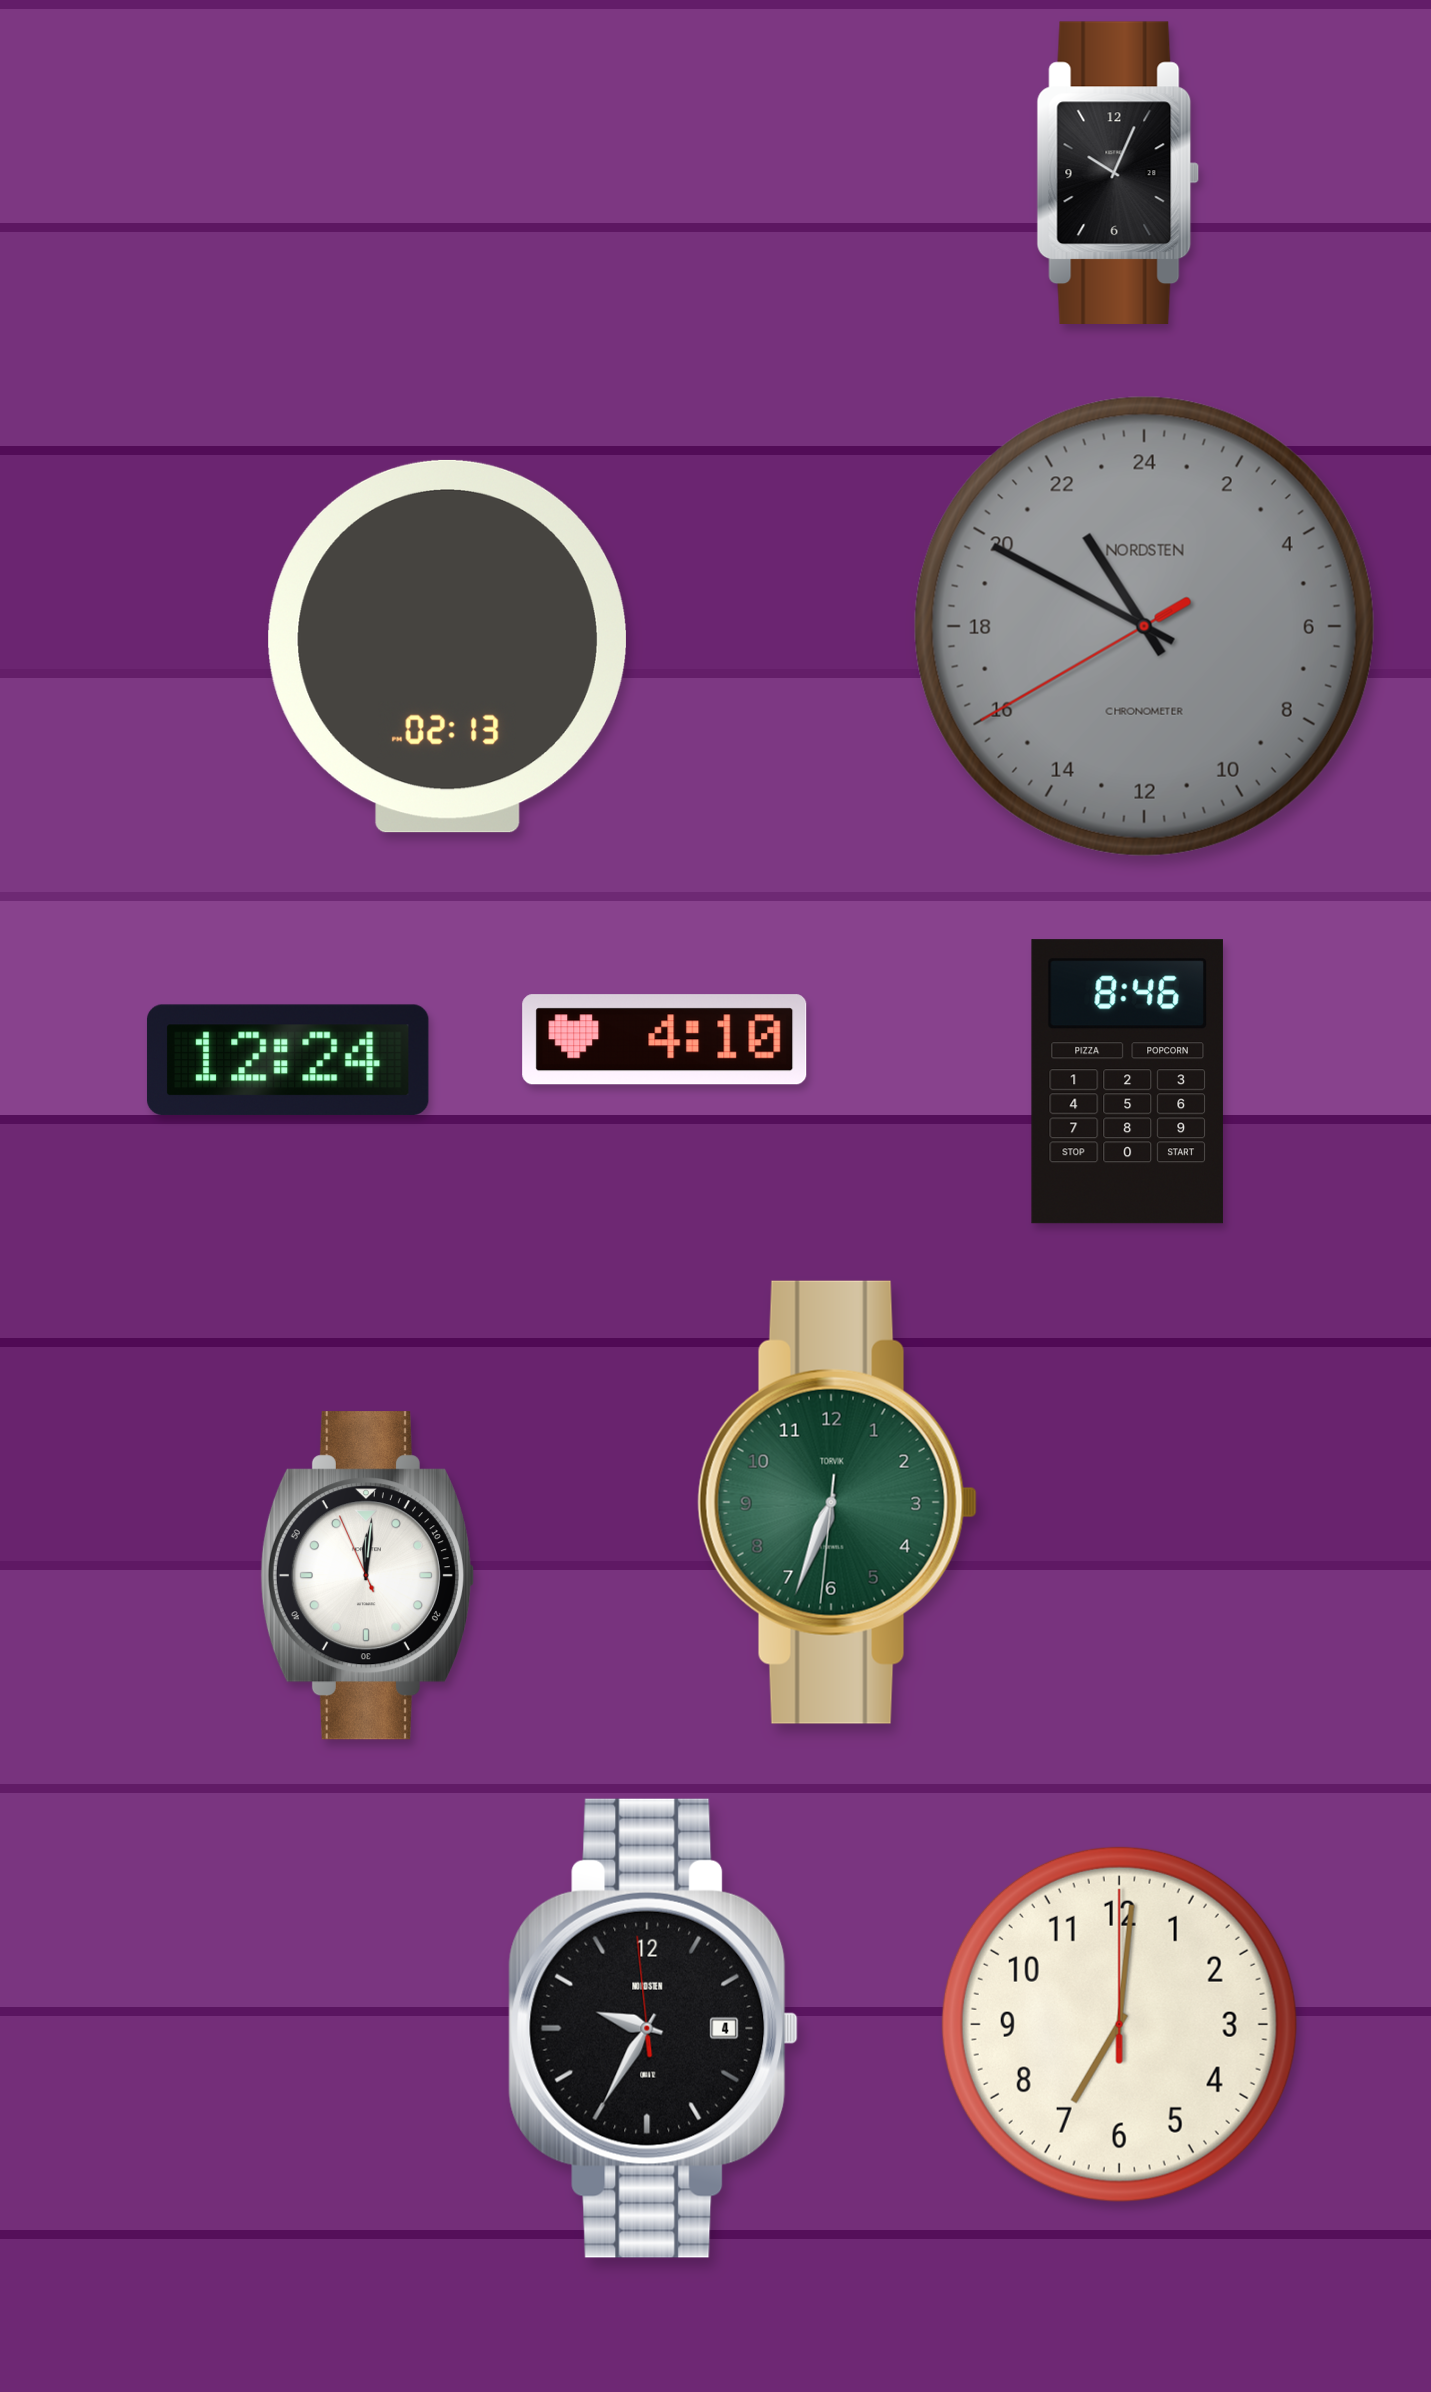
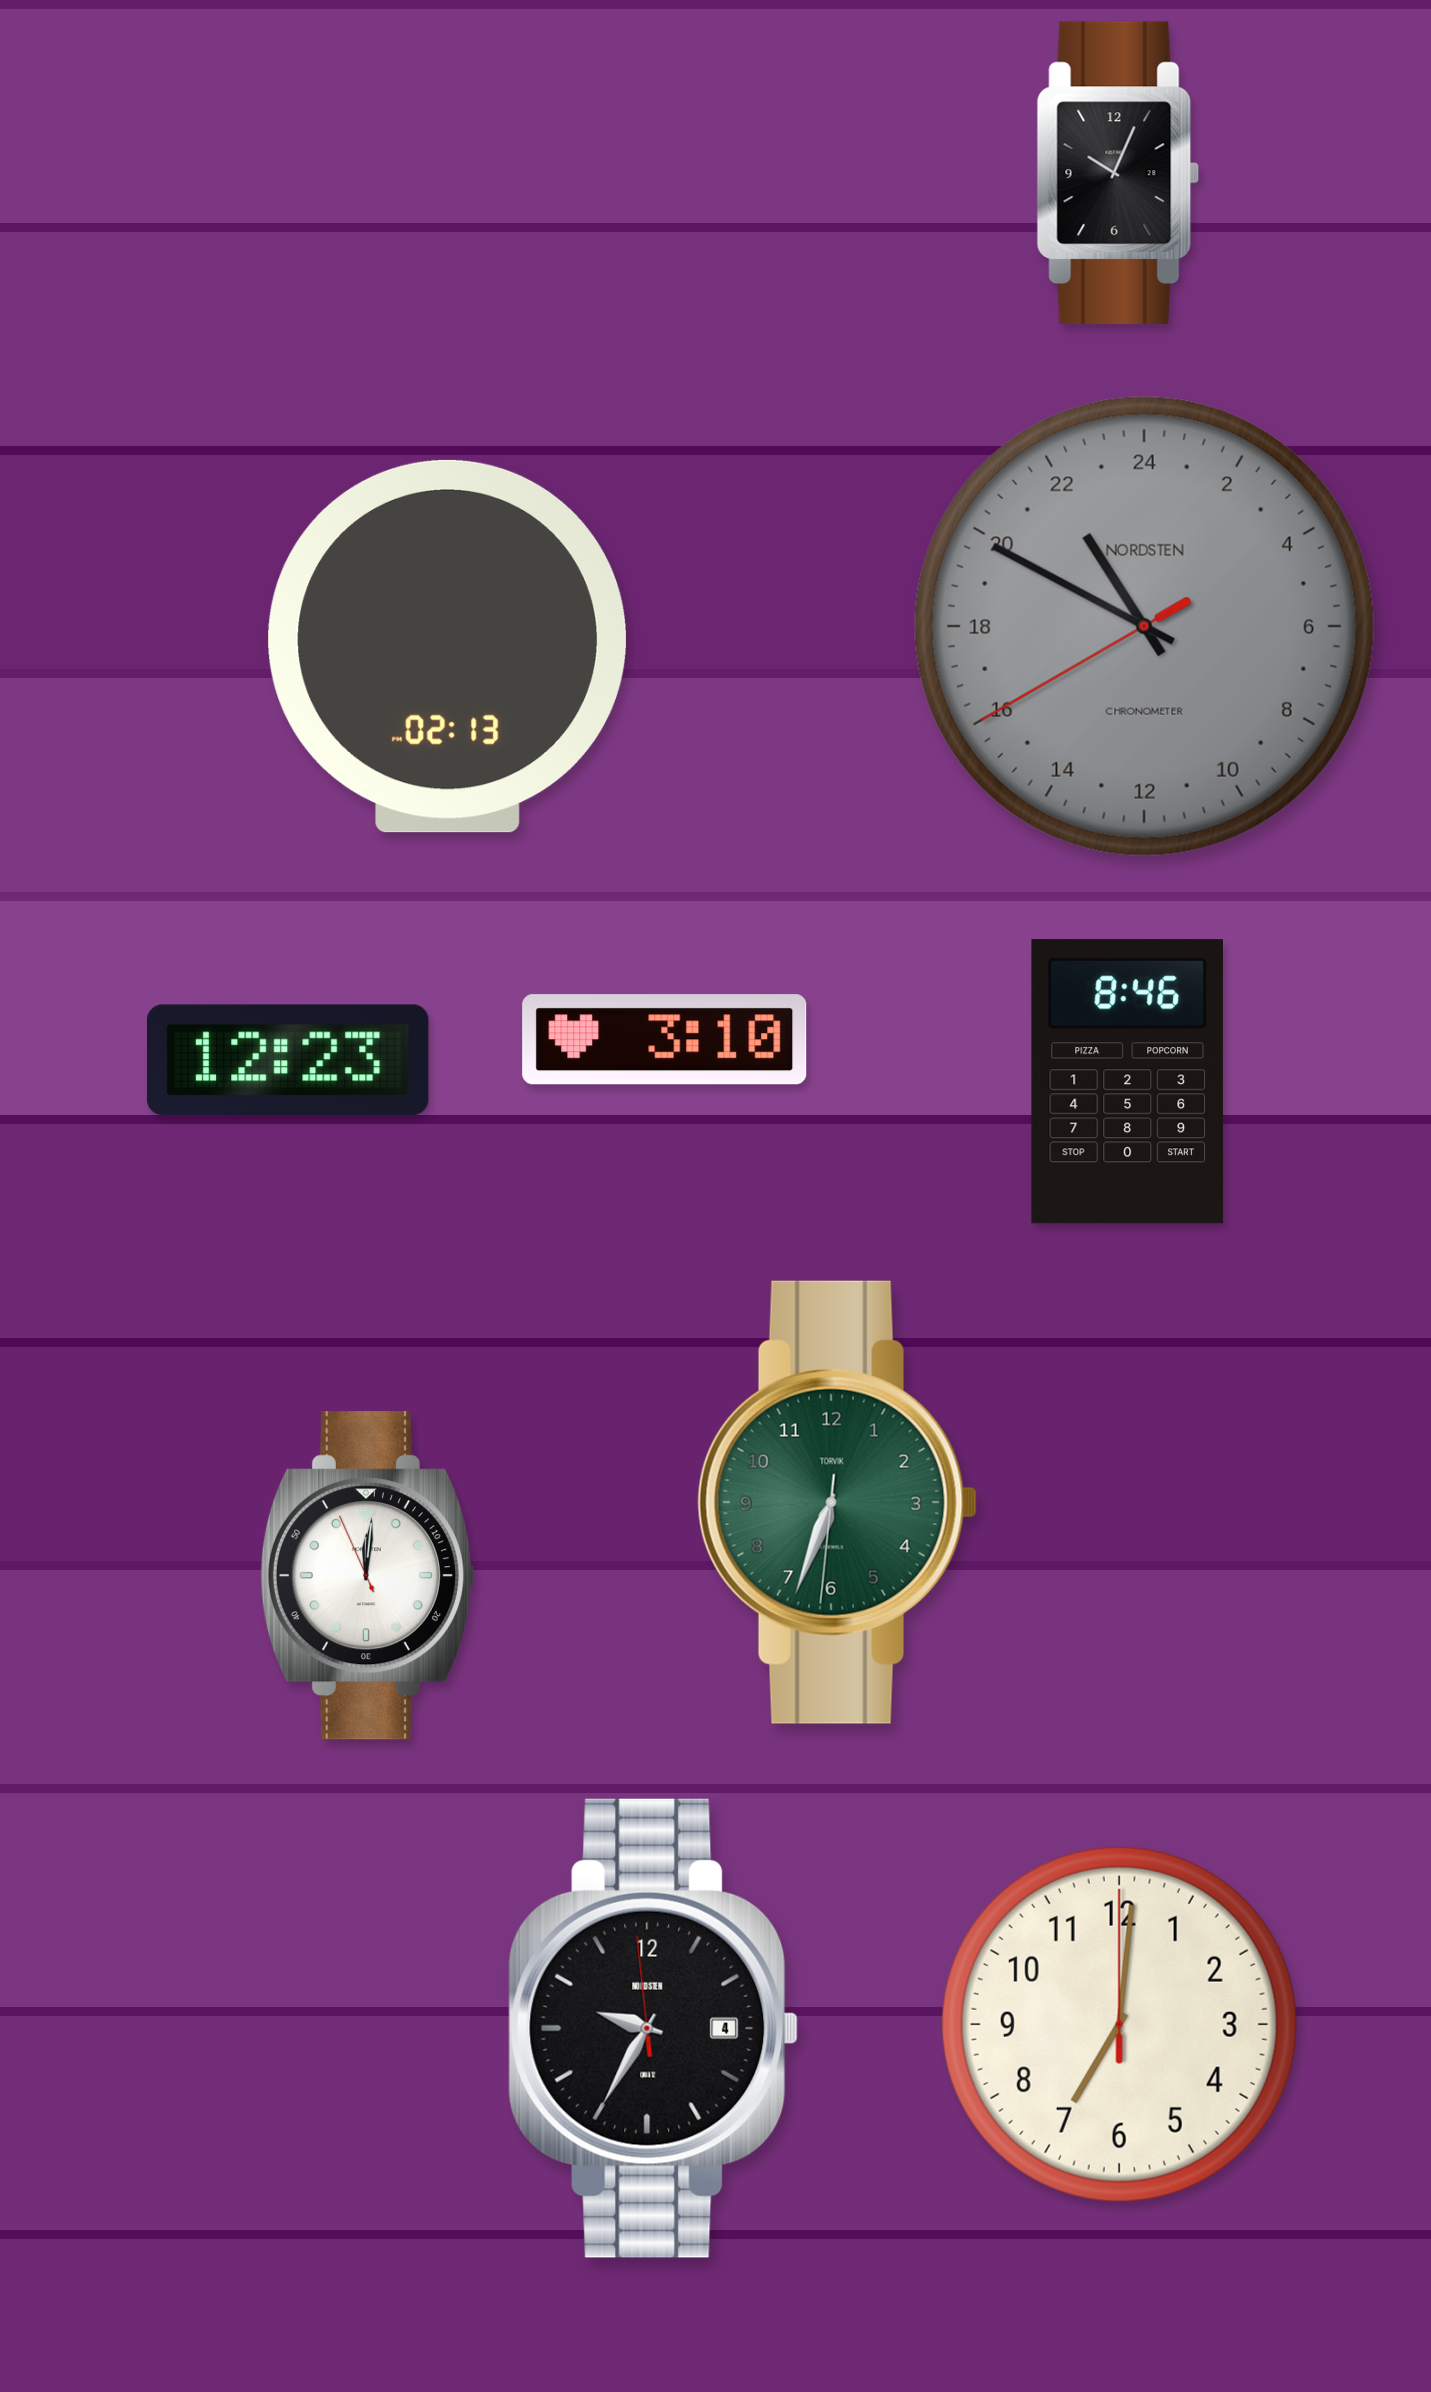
clock at (665, 1040): 4:10 -> 3:10
clock at (288, 1060): 12:24 -> 12:23
